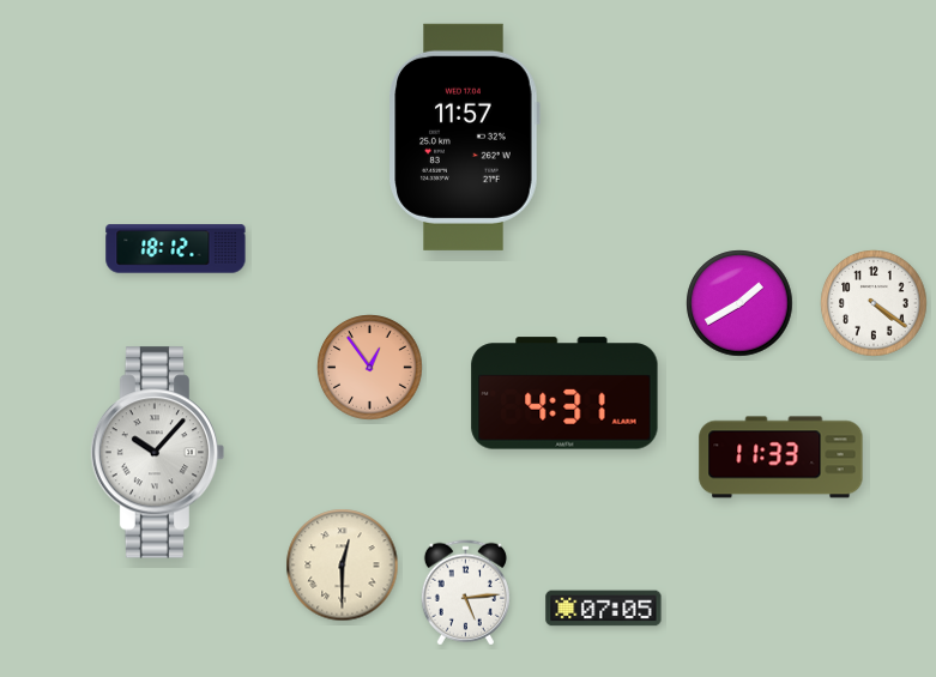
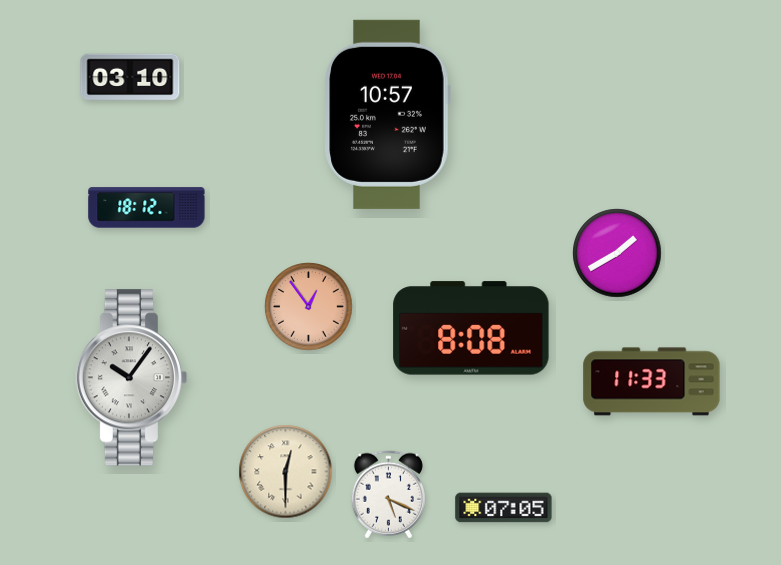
clock at (130, 77): none -> 03:10
clock at (464, 137): 11:57 -> 10:57
clock at (874, 303): 4:21 -> none
clock at (564, 393): 4:31 -> 8:08
clock at (158, 453): 10:07 -> 10:06
clock at (465, 593): 5:14 -> 5:19
